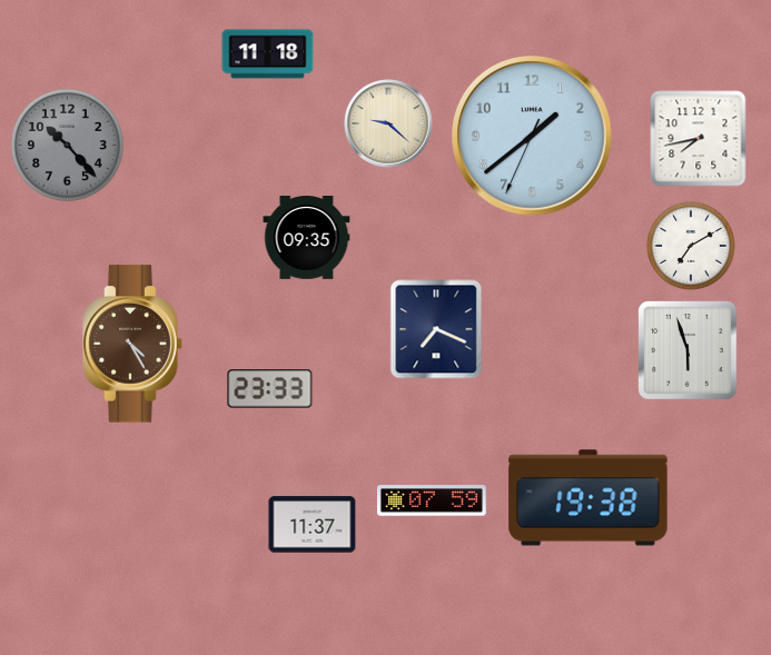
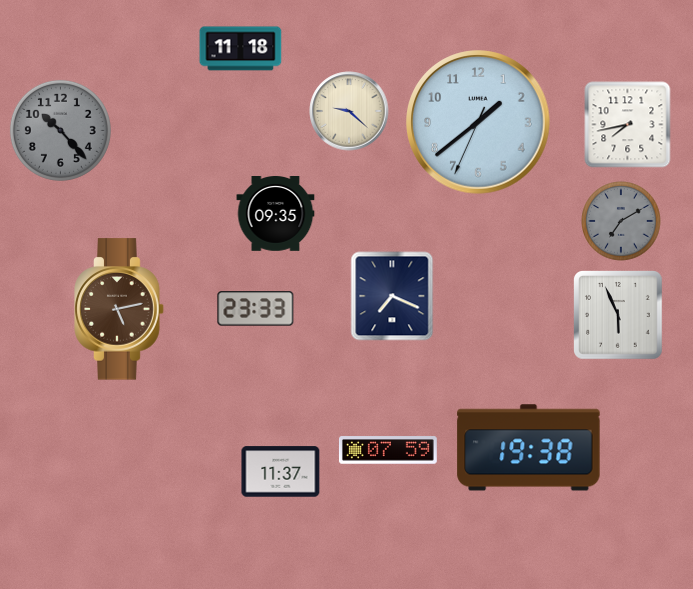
clock at (691, 246) dial: white -> grey
clock at (132, 344): 4:25 -> 5:13
clock at (689, 351): 5:57 -> 5:56
clock at (270, 389) position: (270, 389) -> (256, 309)
